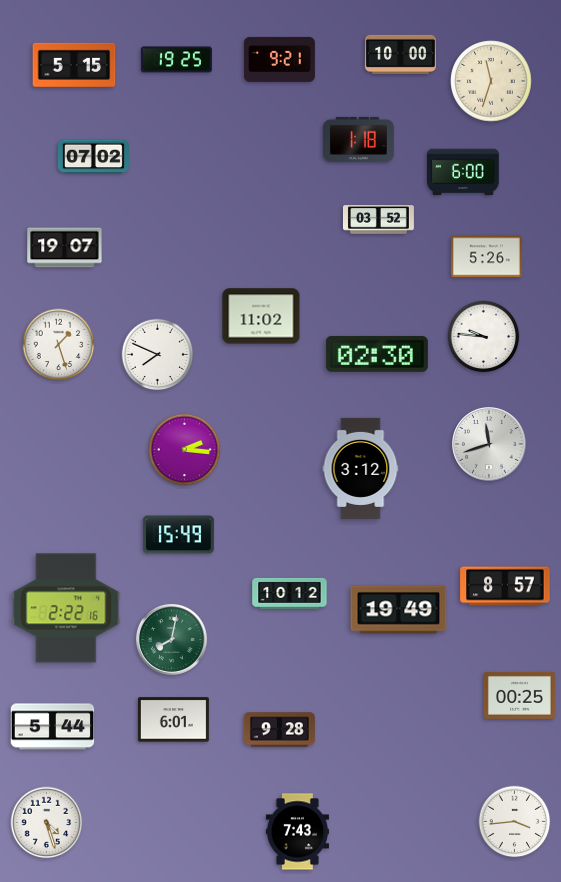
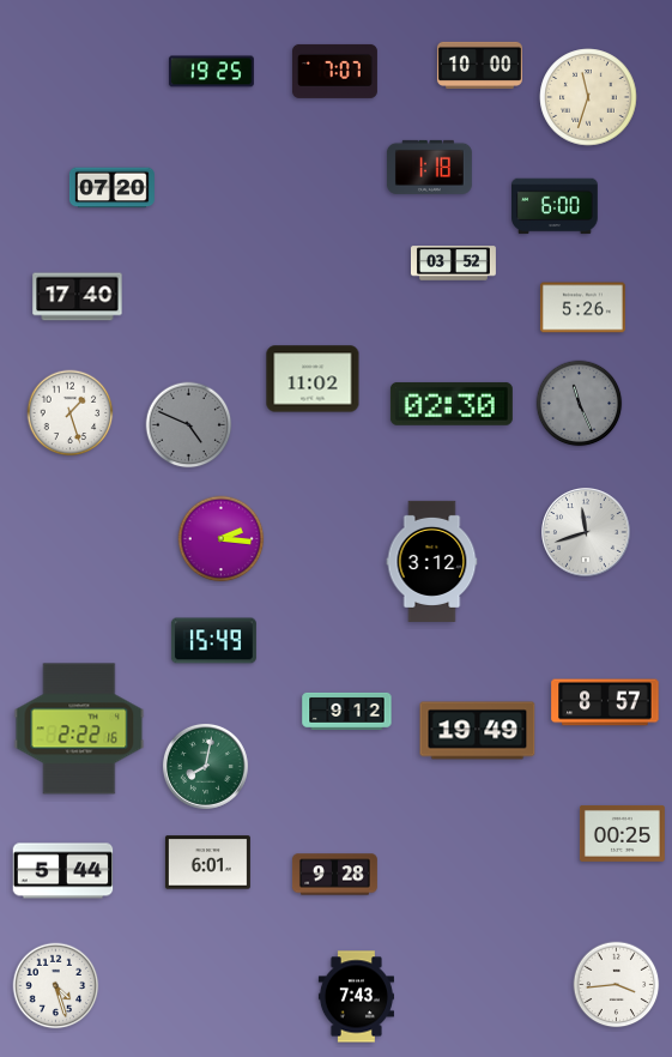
clock at (279, 59): 9:21 -> 7:07
clock at (74, 65): 5:15 -> none
clock at (93, 157): 07:02 -> 07:20
clock at (65, 248): 19:07 -> 17:40
clock at (484, 337): 9:46 -> 11:26
clock at (484, 337) dial: white -> grey
clock at (377, 354) position: (377, 354) -> (452, 404)
clock at (158, 355): 7:49 -> 4:49
clock at (158, 355) dial: white -> grey
clock at (290, 593): 10:12 -> 9:12
